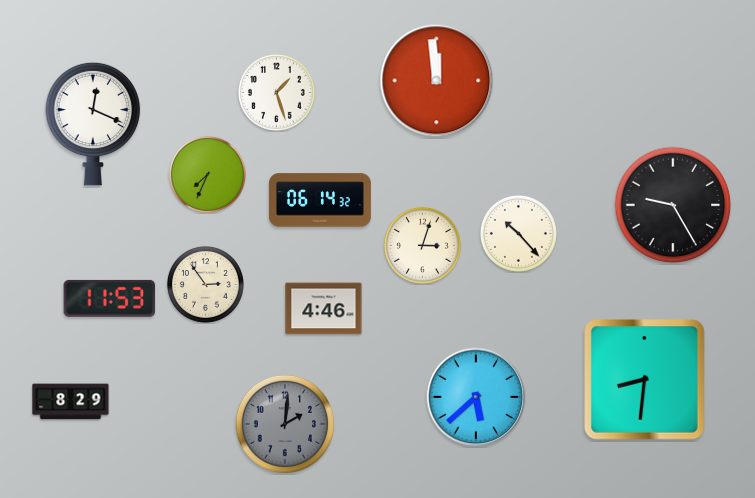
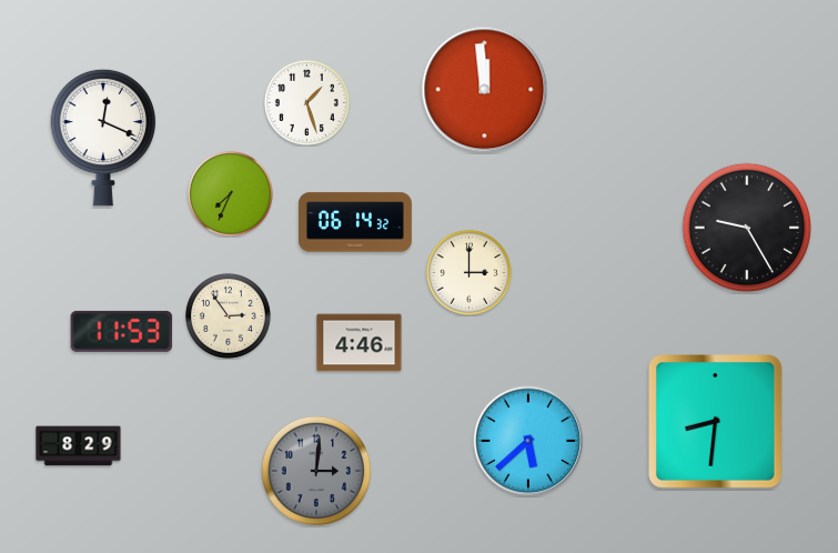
clock at (518, 233): 10:23 -> none
clock at (422, 245): 3:03 -> 3:00
clock at (284, 423): 2:01 -> 3:01
